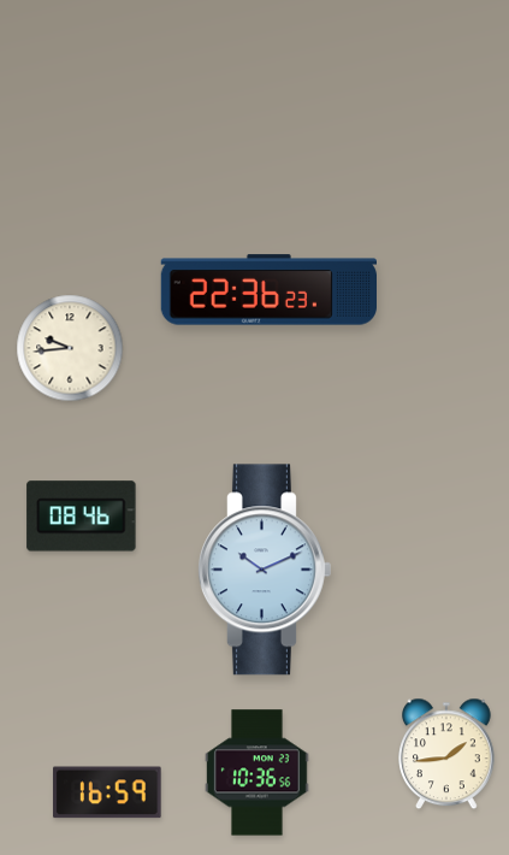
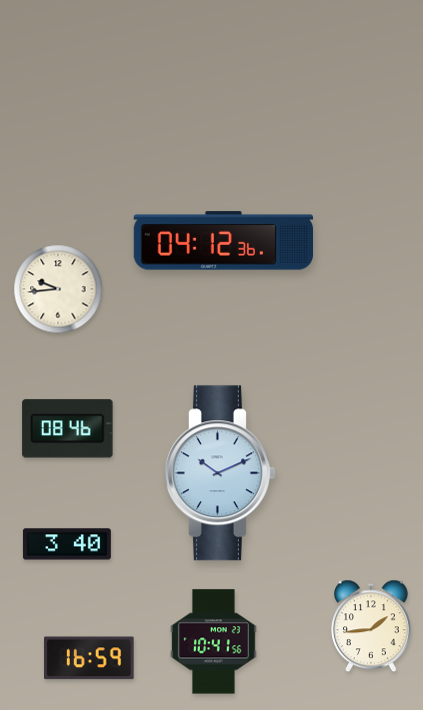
clock at (268, 290): 22:36 -> 04:12
clock at (67, 544): none -> 3:40
clock at (258, 773): 10:36 -> 10:41
